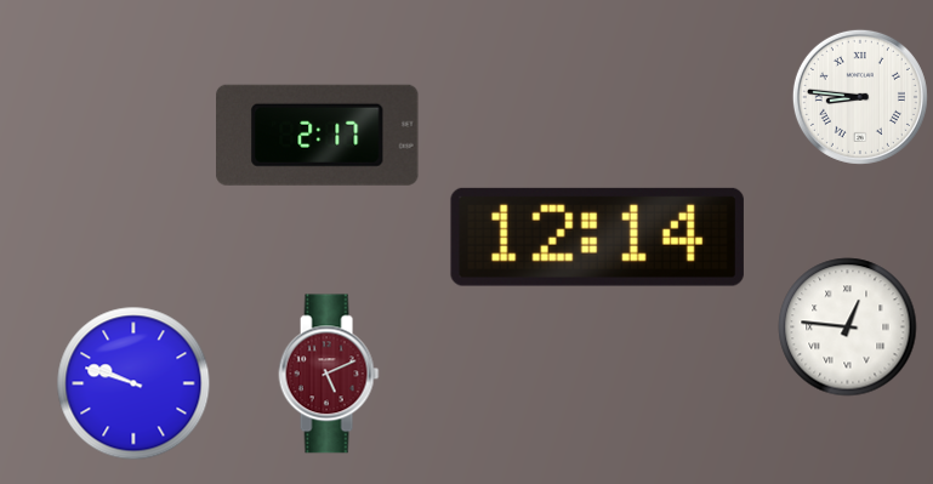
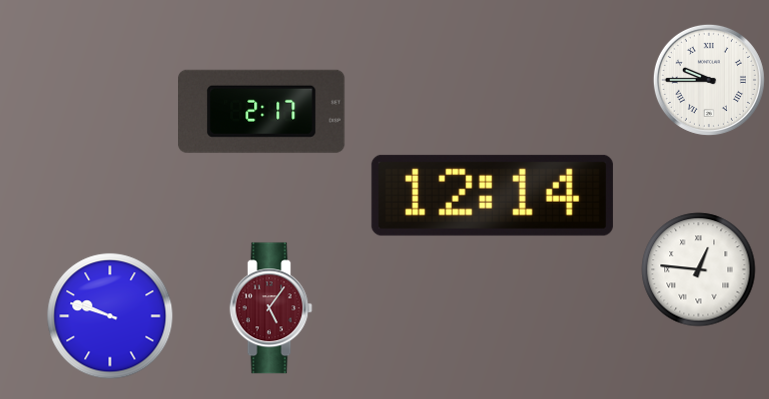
clock at (860, 97): 8:46 -> 9:45
clock at (329, 374): 5:11 -> 5:06
